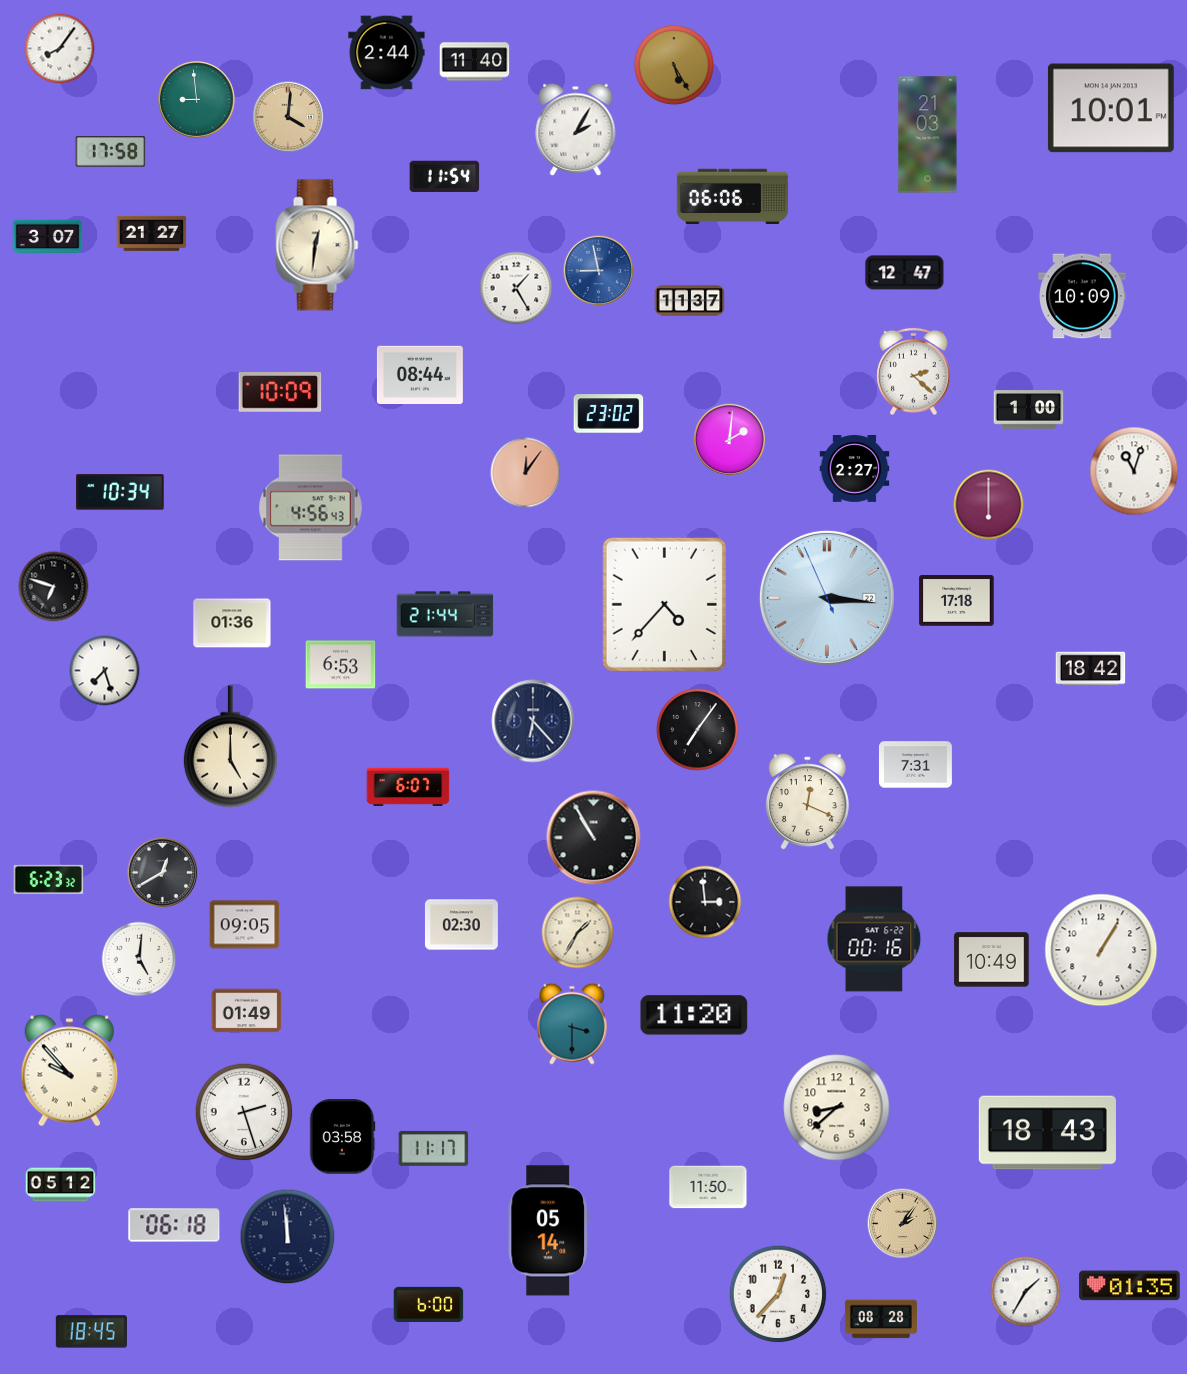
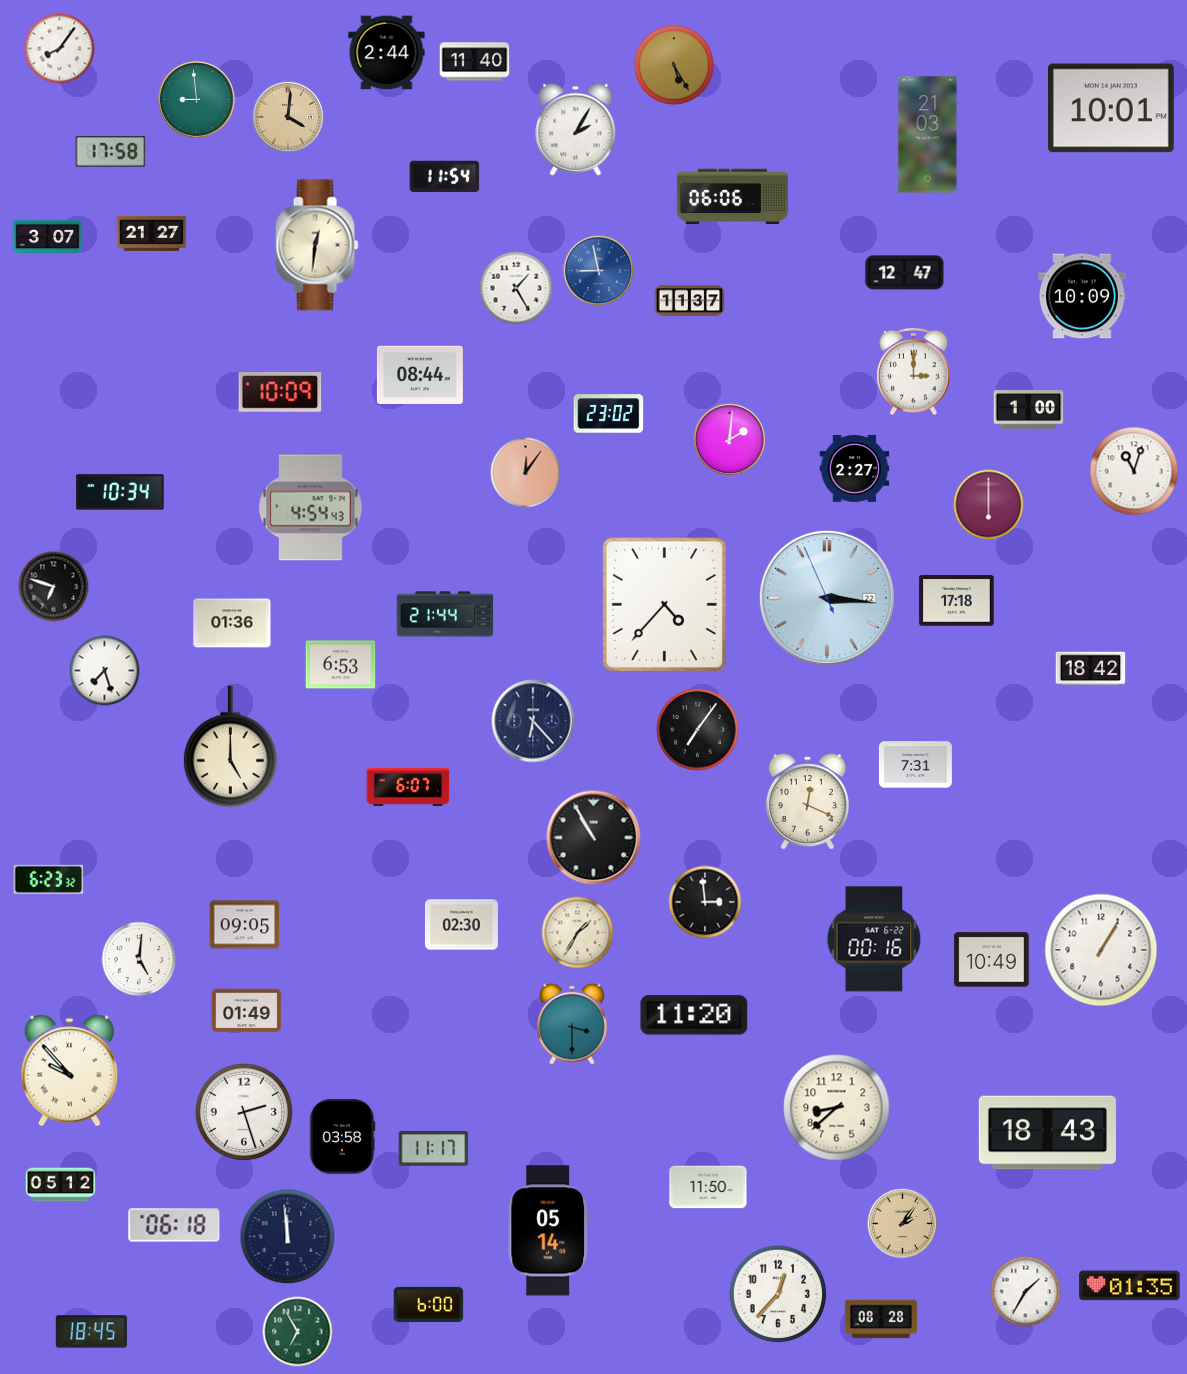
clock at (914, 372): 2:22 -> 3:00
clock at (311, 508): 4:56 -> 4:54
clock at (163, 873): 12:40 -> none
clock at (298, 1332): none -> 6:55
